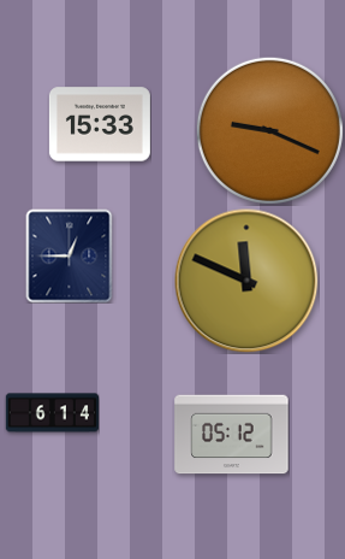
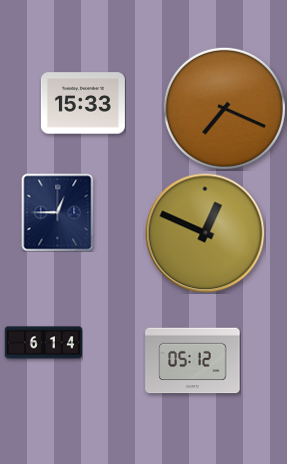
clock at (269, 130): 9:19 -> 7:19
clock at (246, 281): 11:49 -> 12:49
